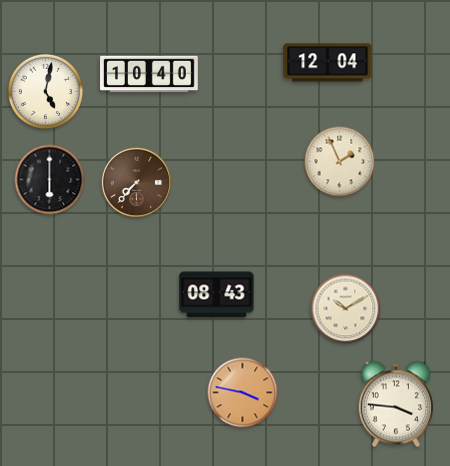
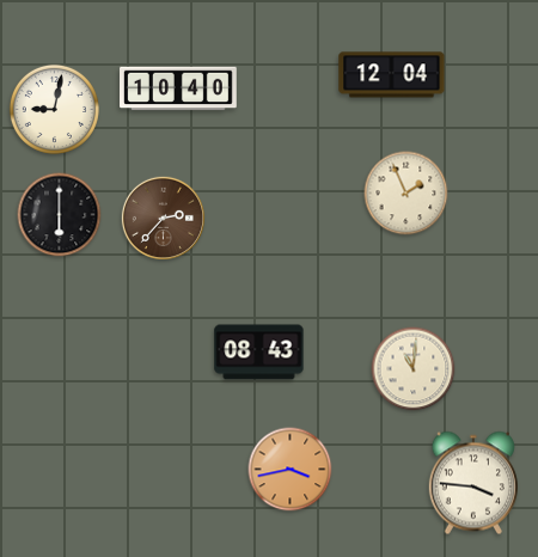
clock at (45, 91): 5:02 -> 9:02
clock at (136, 182): 7:37 -> 2:37
clock at (346, 309): 10:10 -> 11:01
clock at (243, 393): 3:47 -> 3:43
